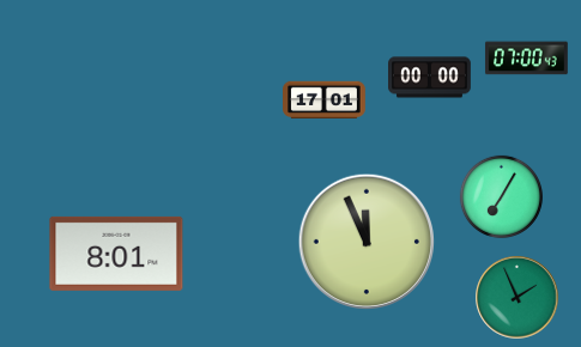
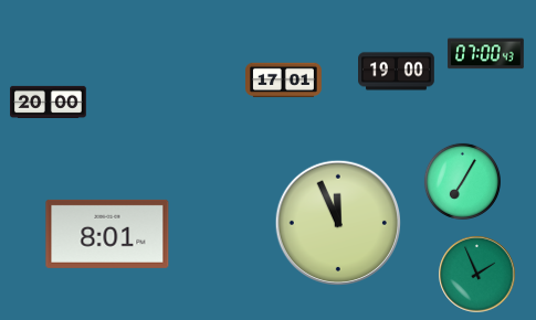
clock at (430, 78): 00:00 -> 19:00
clock at (325, 101) position: (325, 101) -> (284, 81)
clock at (49, 102): none -> 20:00
